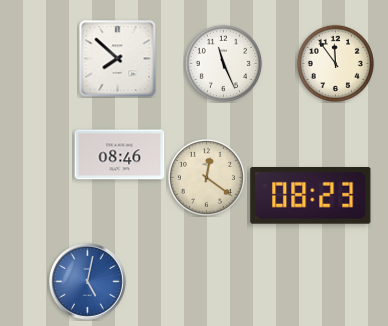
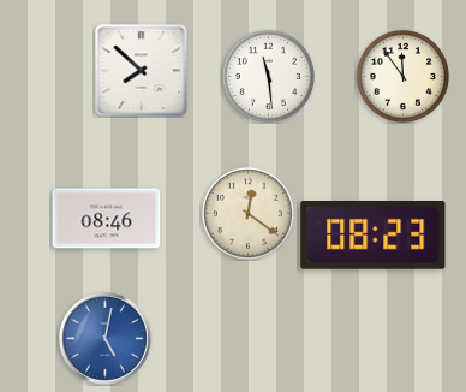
clock at (223, 63): 11:26 -> 11:29
clock at (120, 155) position: (120, 155) -> (107, 219)
